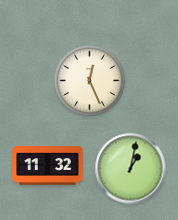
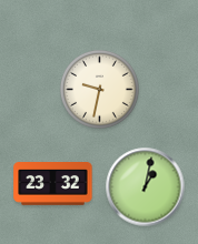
clock at (89, 80): 12:26 -> 9:32
clock at (48, 166): 11:32 -> 23:32
